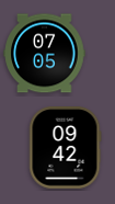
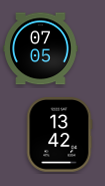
clock at (66, 148): 09:42 -> 13:42
